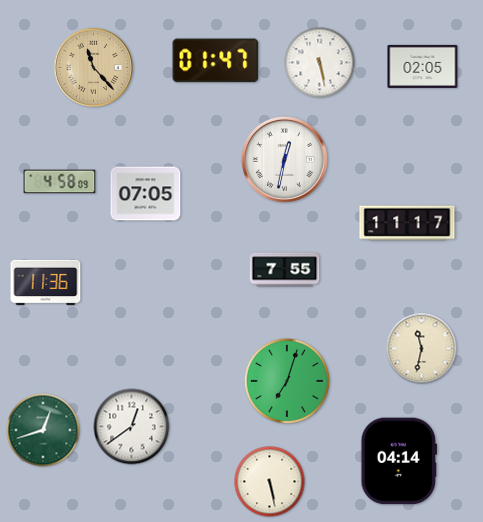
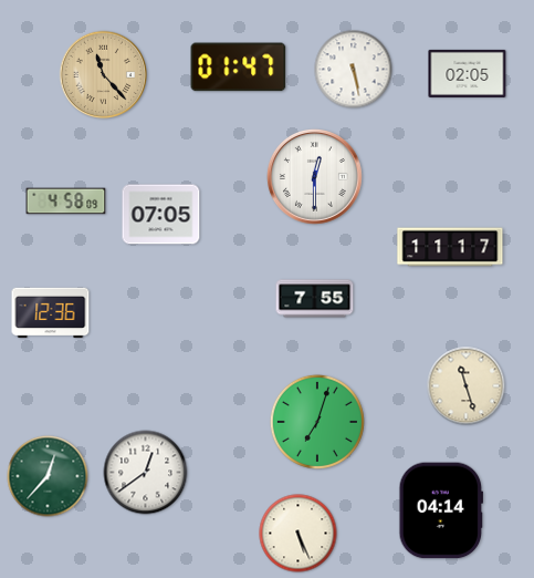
clock at (284, 159): 12:32 -> 12:30
clock at (46, 283): 11:36 -> 12:36
clock at (422, 349): 11:32 -> 11:27
clock at (43, 430): 12:42 -> 12:37
clock at (270, 482): 5:28 -> 5:26
